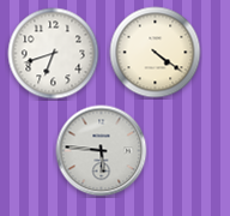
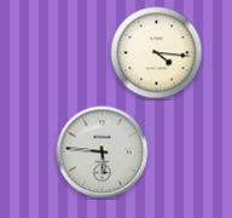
clock at (156, 53): 4:21 -> 4:16
clock at (54, 54): 6:42 -> none
